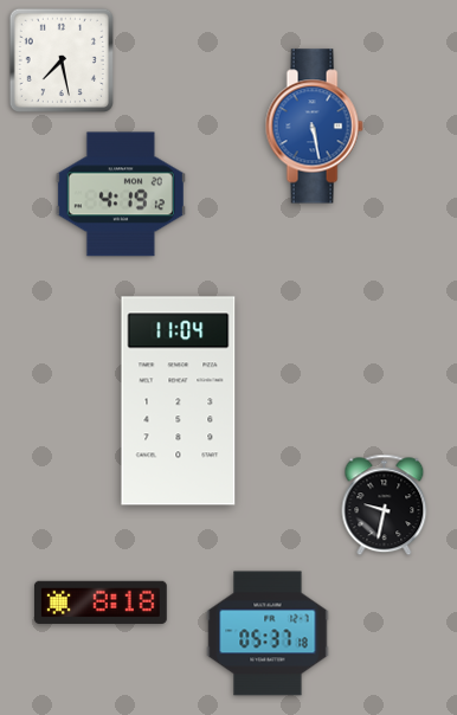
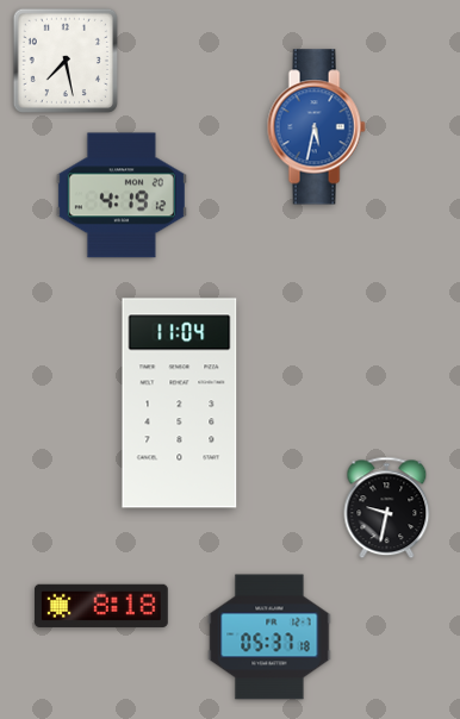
clock at (62, 60) position: (62, 60) -> (66, 61)
clock at (314, 127): 5:28 -> 5:32
